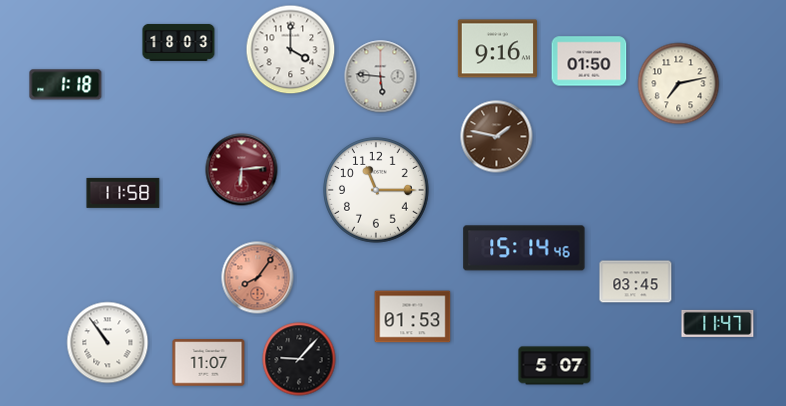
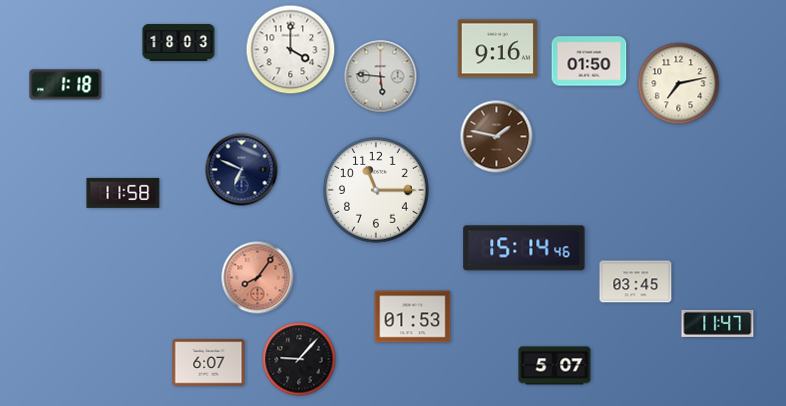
clock at (242, 170): 6:14 -> 6:49
clock at (242, 170) dial: burgundy -> navy
clock at (108, 343): 10:54 -> none
clock at (209, 363): 11:07 -> 6:07
